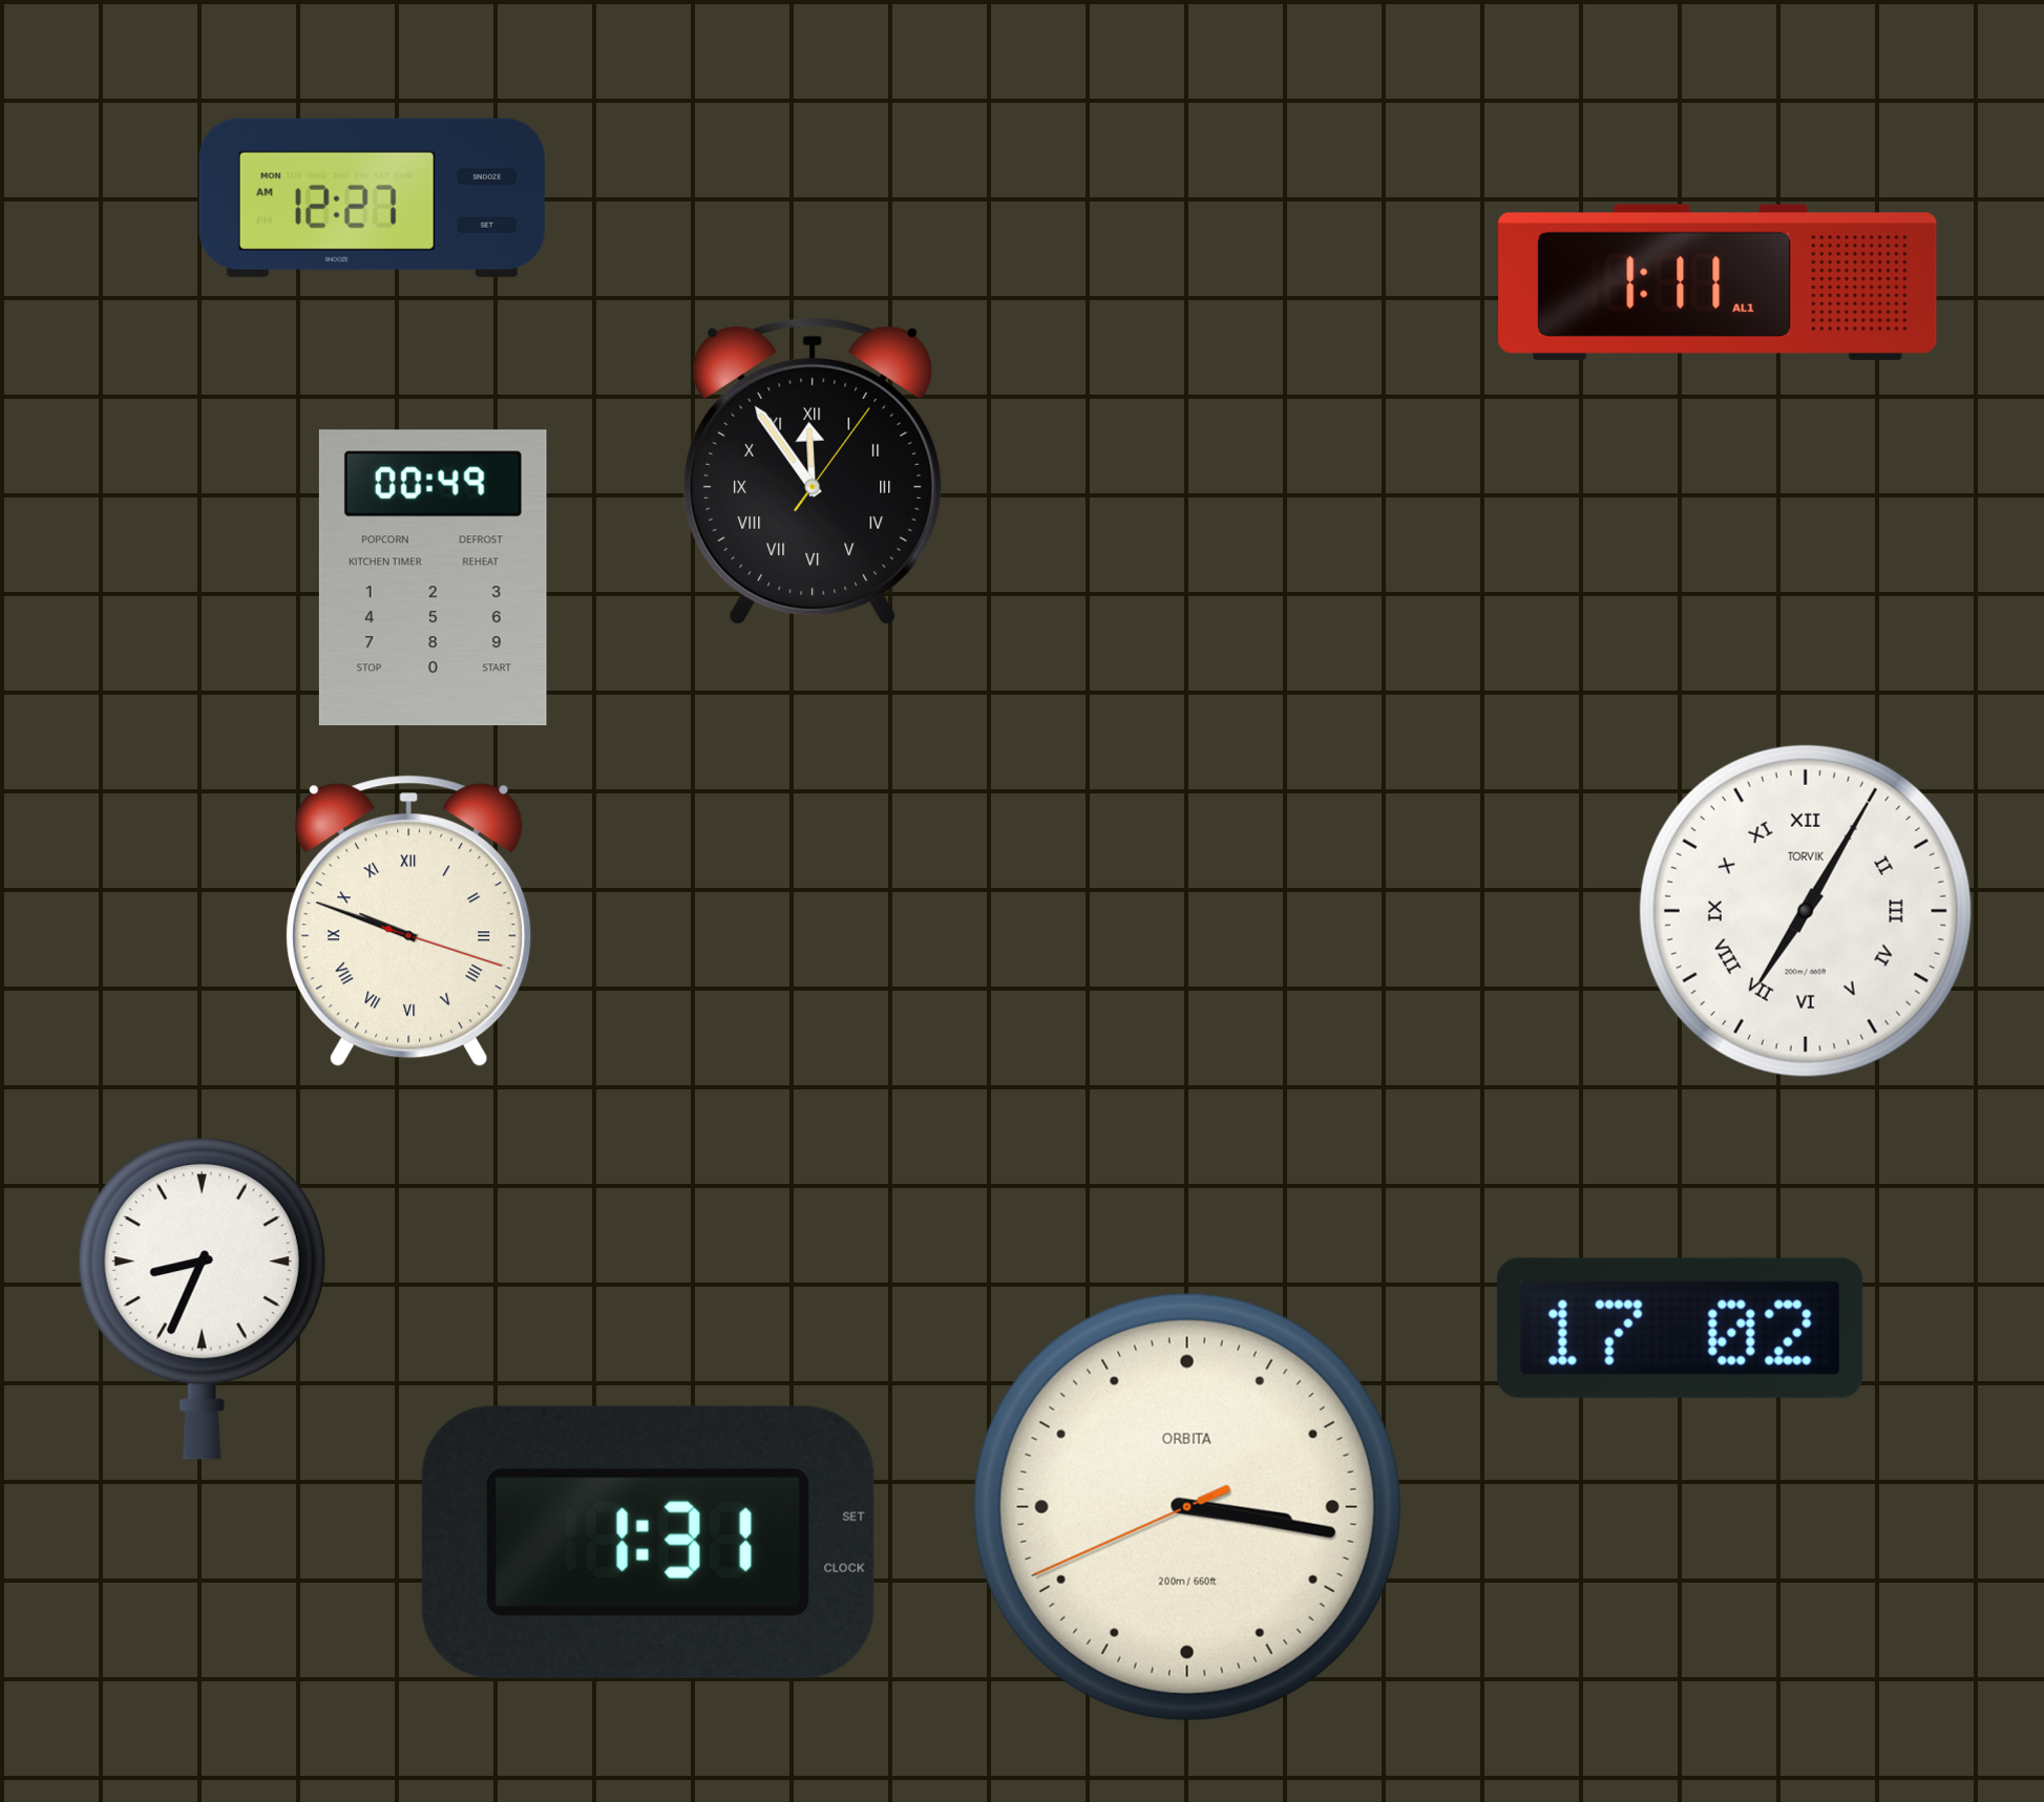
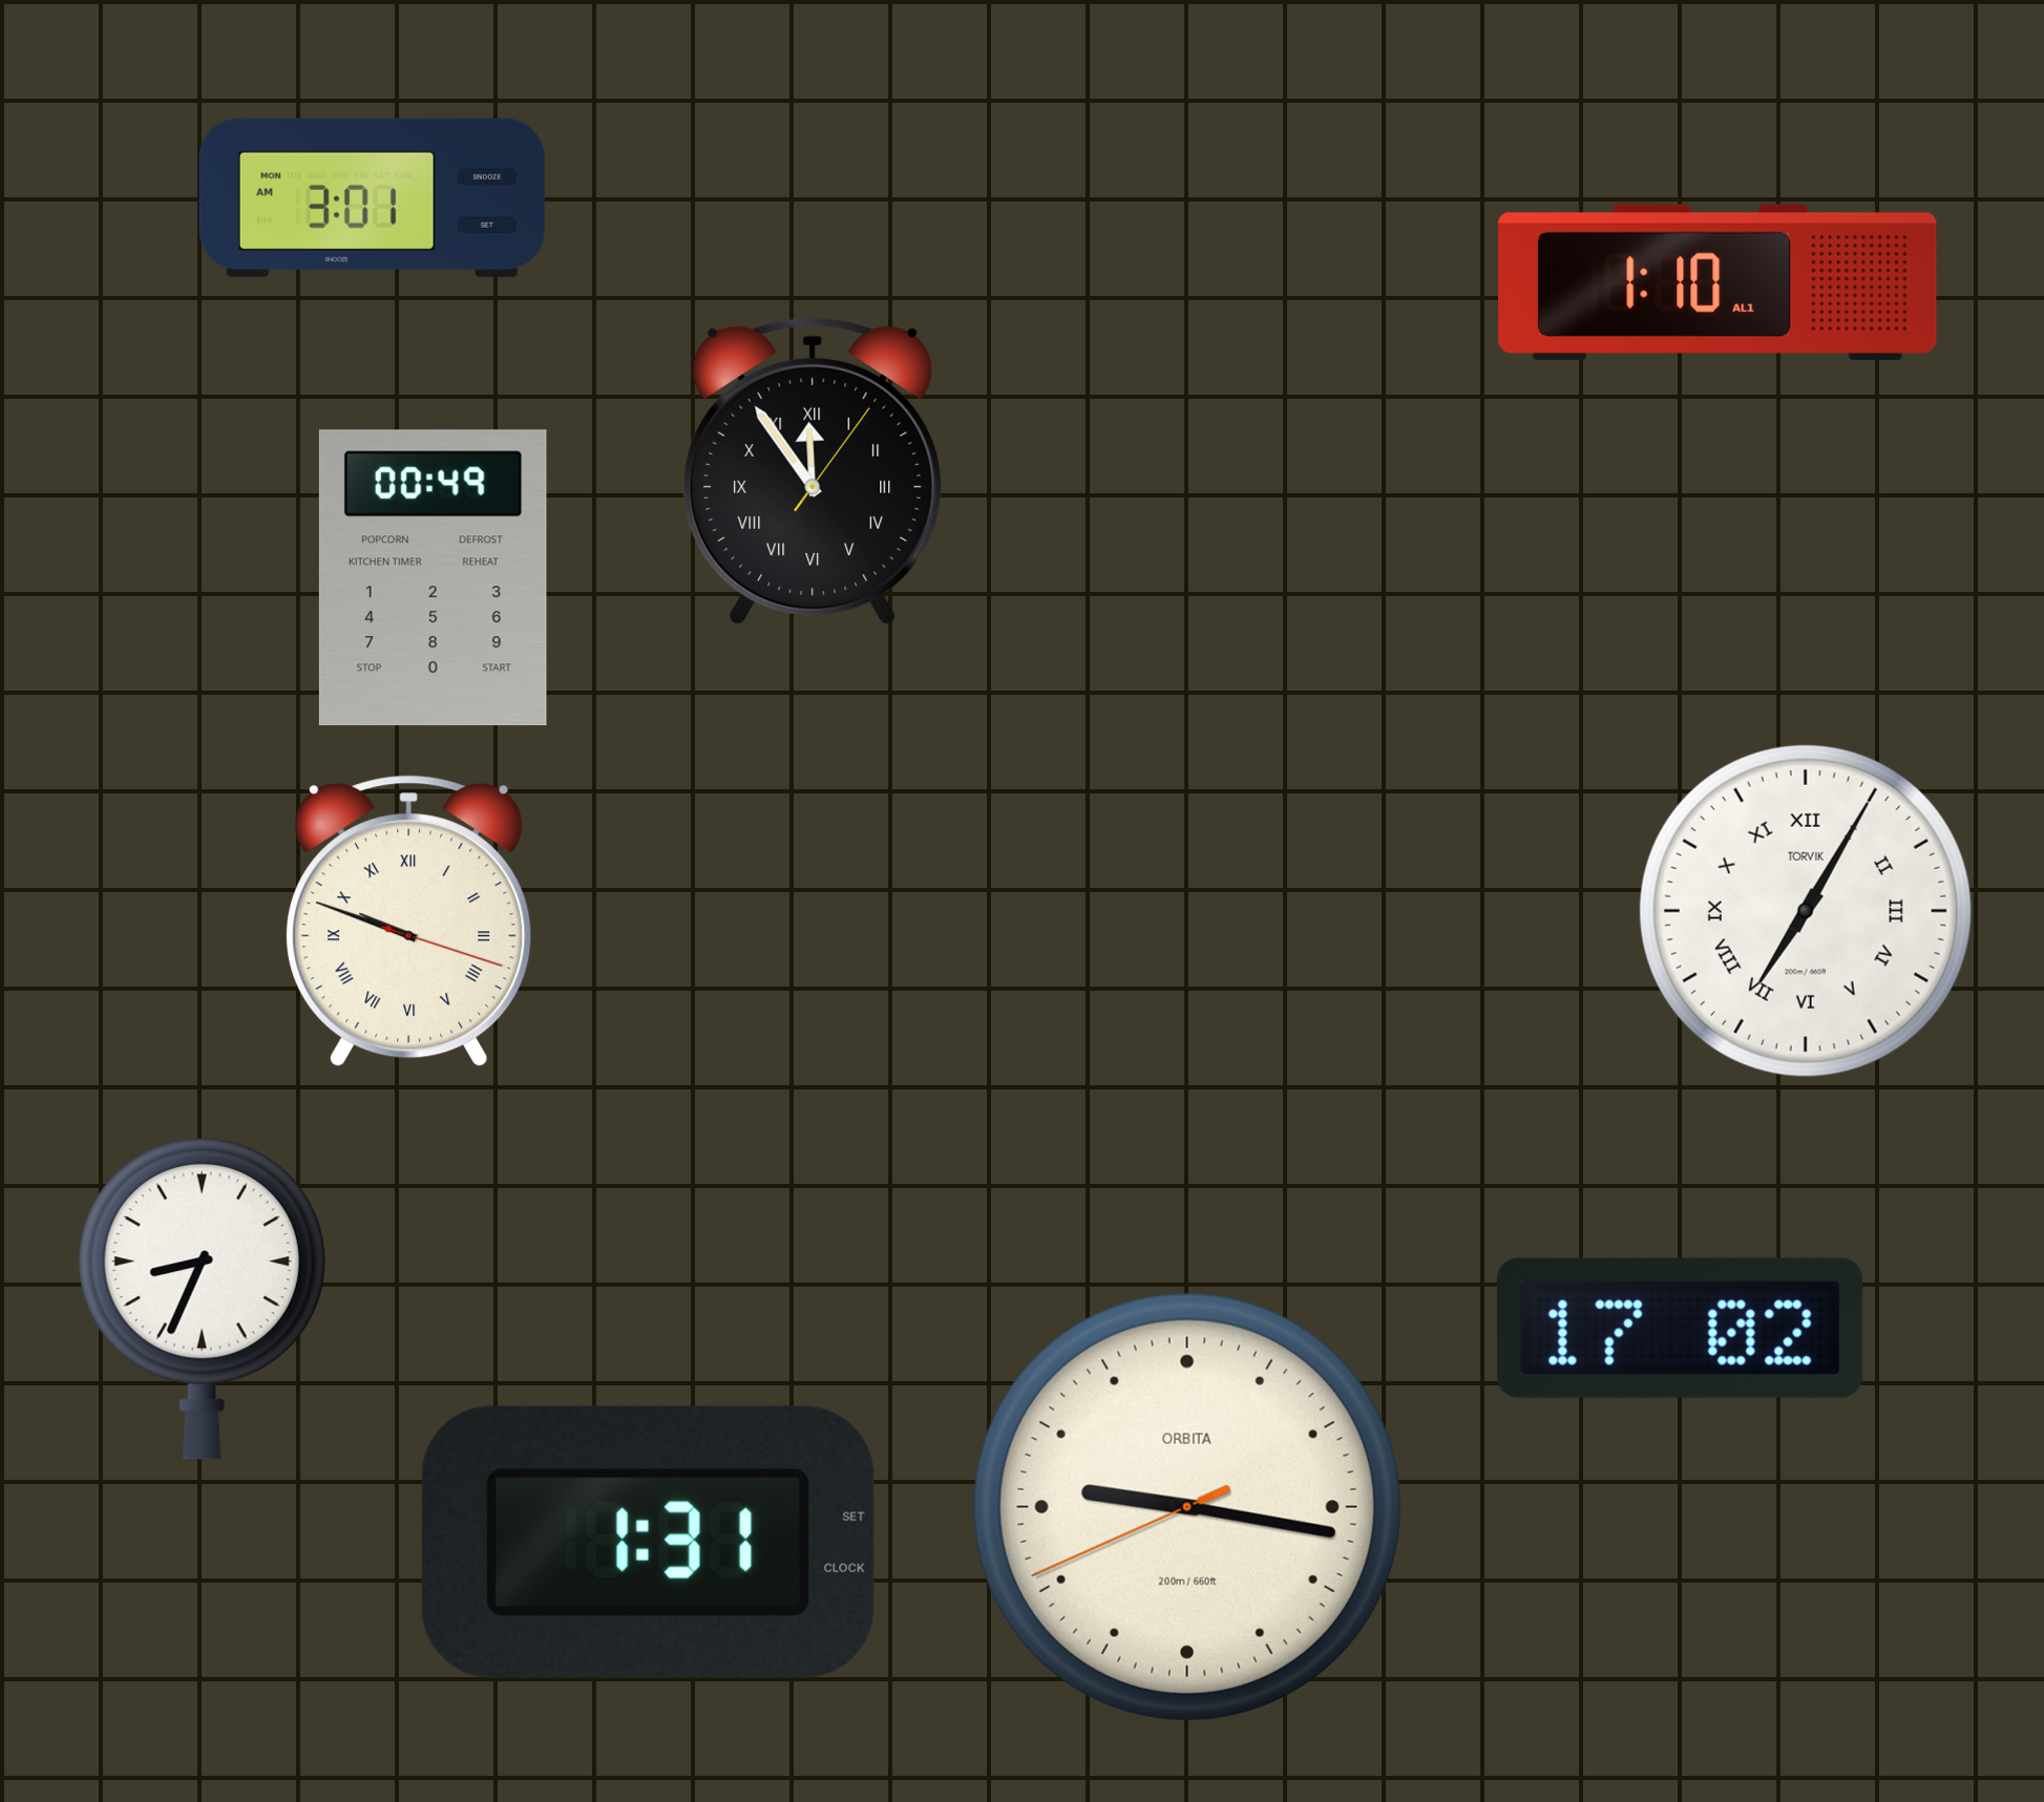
clock at (372, 197): 12:27 -> 3:01
clock at (1718, 282): 1:11 -> 1:10
clock at (1187, 1507): 3:16 -> 9:16
